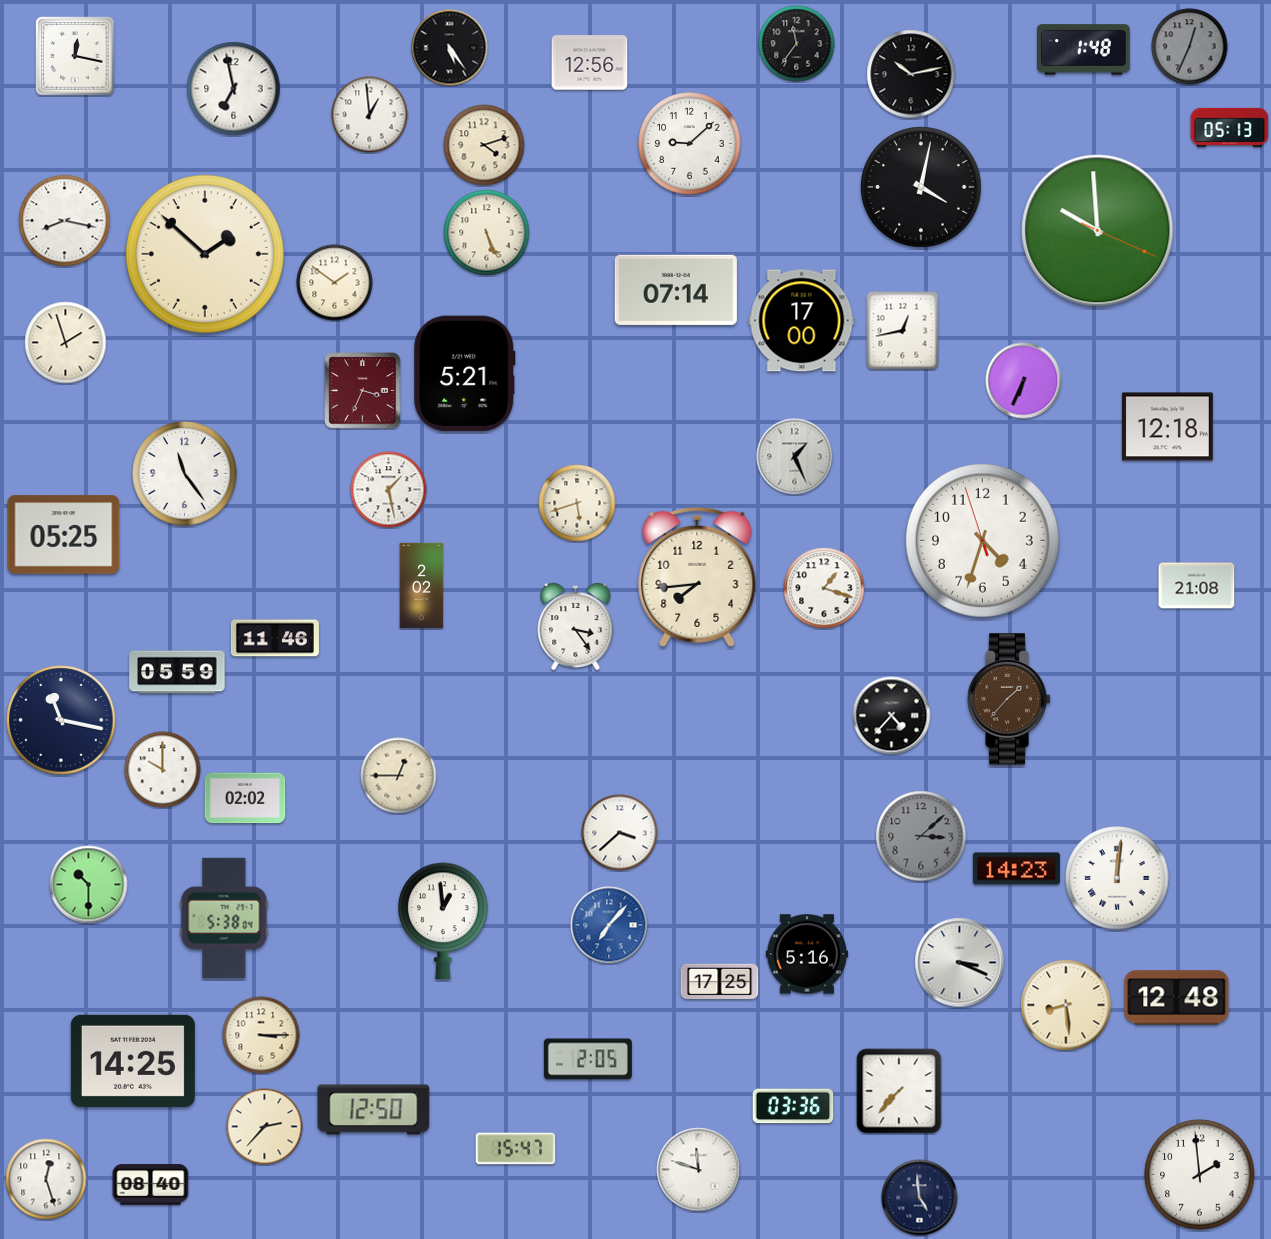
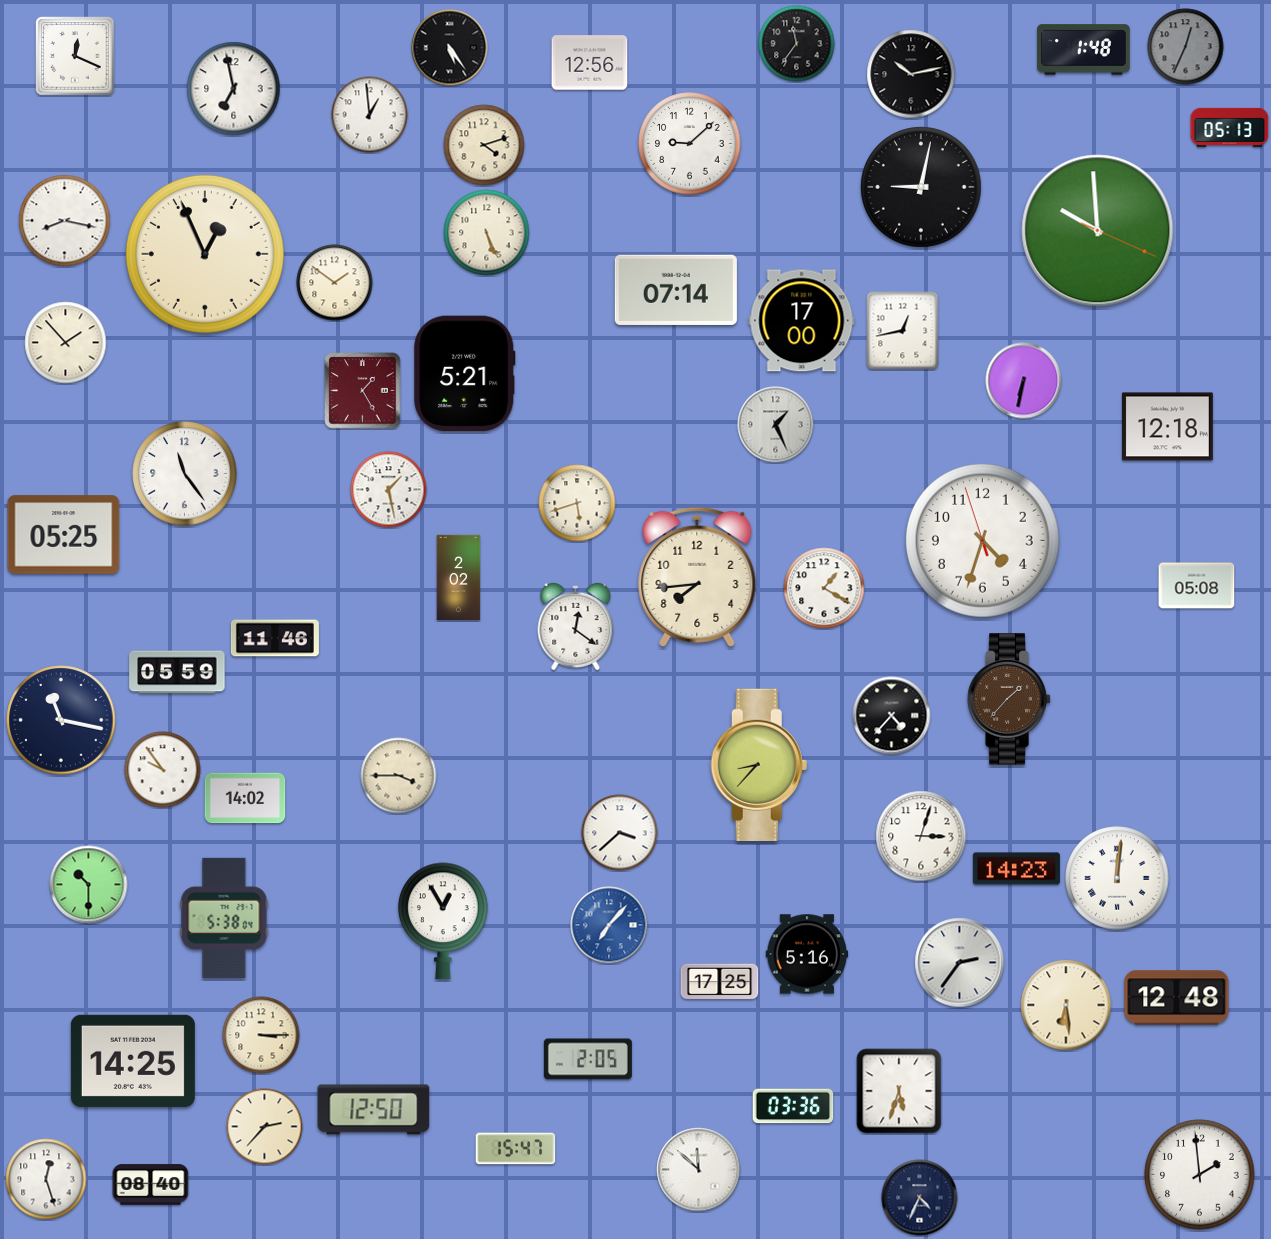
clock at (1190, 47) position: (1190, 47) -> (1186, 47)
clock at (75, 56): 12:17 -> 12:19
clock at (921, 187): 4:02 -> 9:02
clock at (205, 254): 1:52 -> 12:56
clock at (66, 343): 1:57 -> 1:53
clock at (1024, 381): 6:34 -> 6:32
clock at (363, 391): 3:34 -> 1:25
clock at (795, 457) position: (795, 457) -> (776, 425)
clock at (422, 585) position: (422, 585) -> (459, 577)
clock at (1197, 586): 21:08 -> 05:08
clock at (824, 588): 1:18 -> 1:20
clock at (576, 626): 3:24 -> 12:21
clock at (759, 765): none -> 8:37
clock at (163, 770): 10:00 -> 9:54
clock at (399, 776): 12:45 -> 3:45
clock at (245, 798): 02:02 -> 14:02
clock at (921, 836): 3:08 -> 3:03
clock at (921, 836) dial: grey -> white
clock at (443, 921): 12:59 -> 12:55
clock at (960, 963): 3:19 -> 2:36
clock at (1066, 1005): 8:29 -> 6:29
clock at (899, 1091): 7:37 -> 5:33
clock at (699, 1170): 11:48 -> 11:52
clock at (920, 1198): 4:59 -> 4:34
